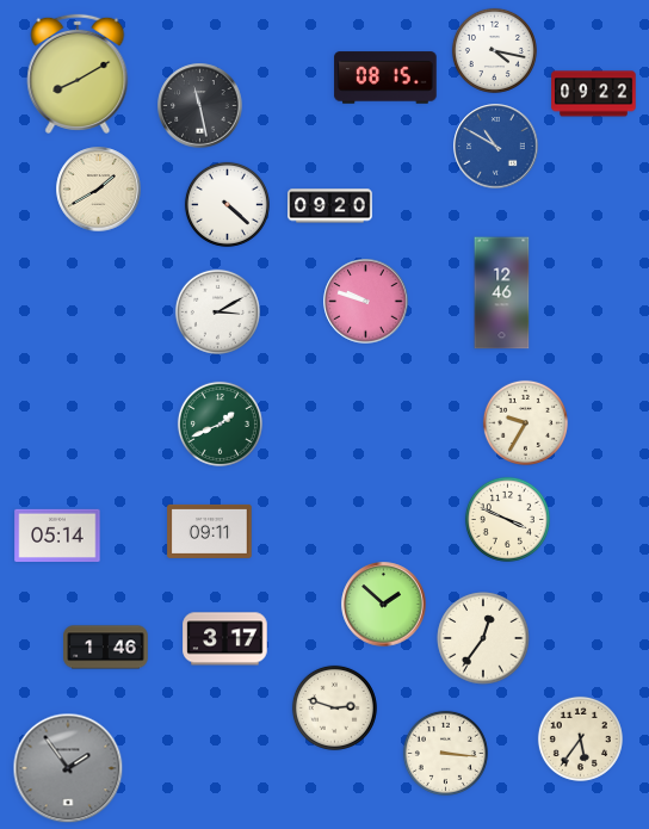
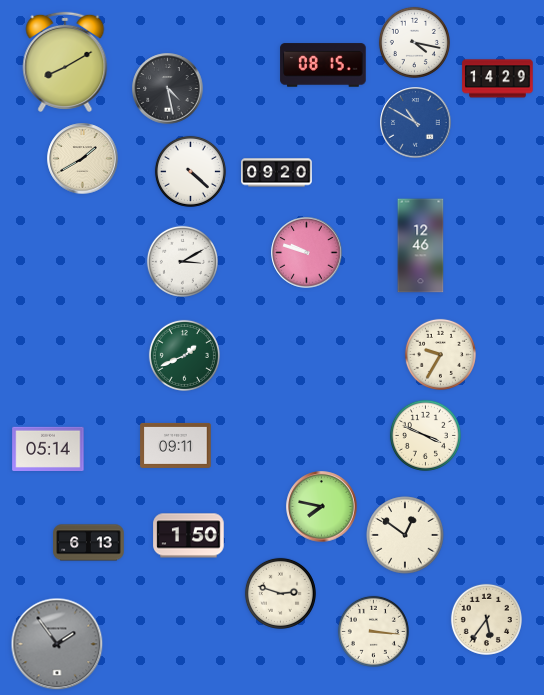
clock at (594, 94): 09:22 -> 14:29
clock at (200, 106): 11:28 -> 4:28
clock at (384, 605): 1:52 -> 7:47
clock at (483, 638): 12:36 -> 12:51
clock at (225, 639): 3:17 -> 1:50
clock at (106, 648): 1:46 -> 6:13
